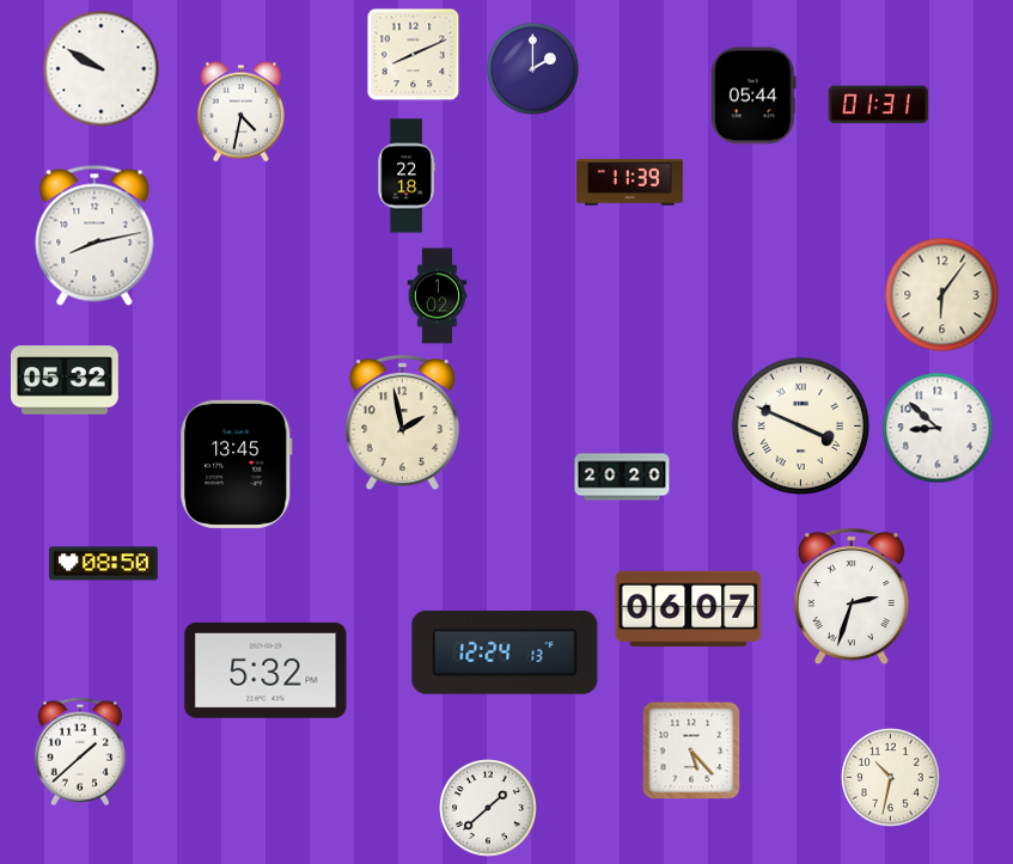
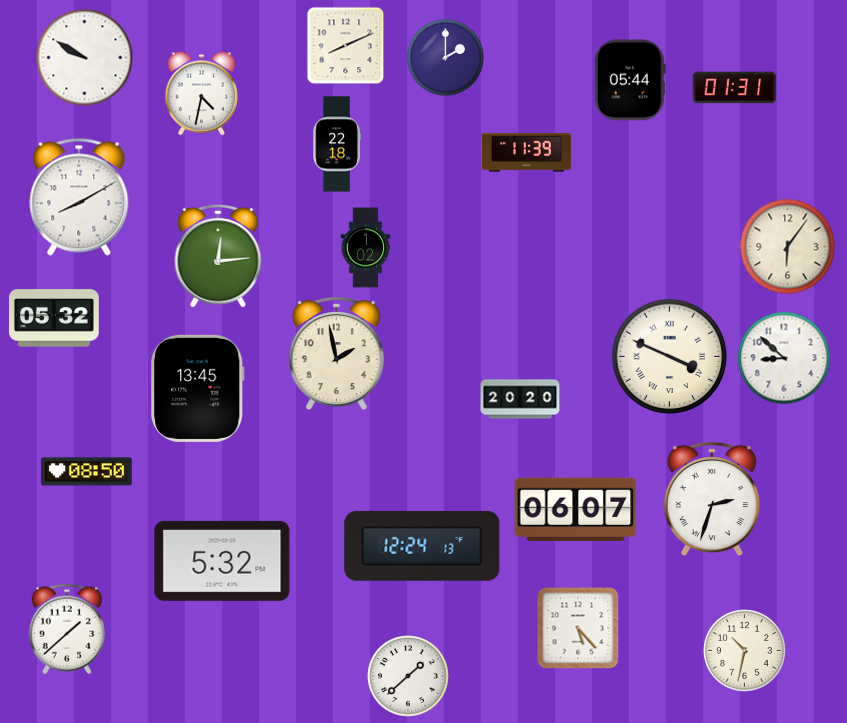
clock at (407, 176) position: (407, 176) -> (337, 144)
clock at (94, 235): 8:13 -> 8:10
clock at (218, 257): none -> 12:14
